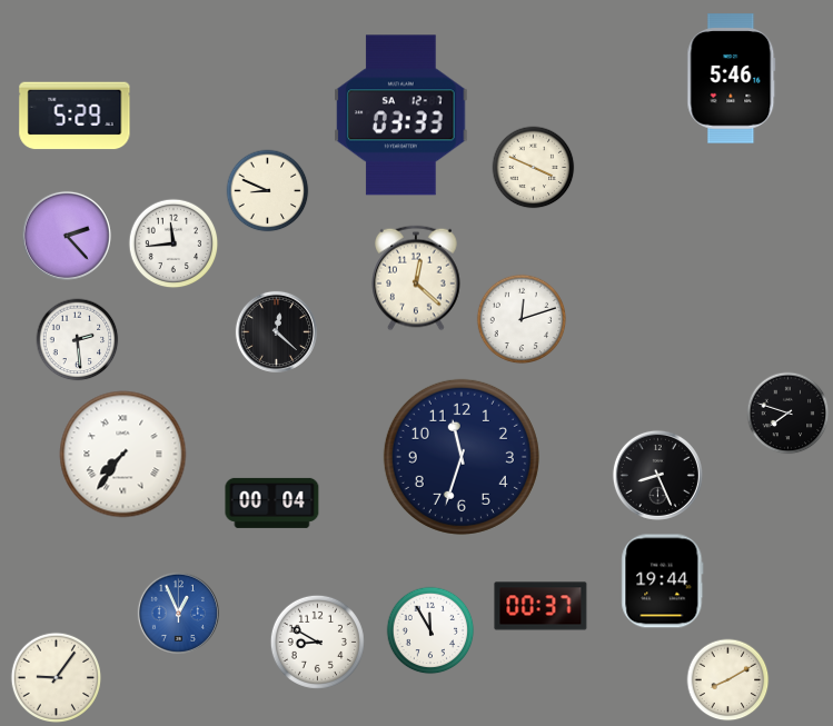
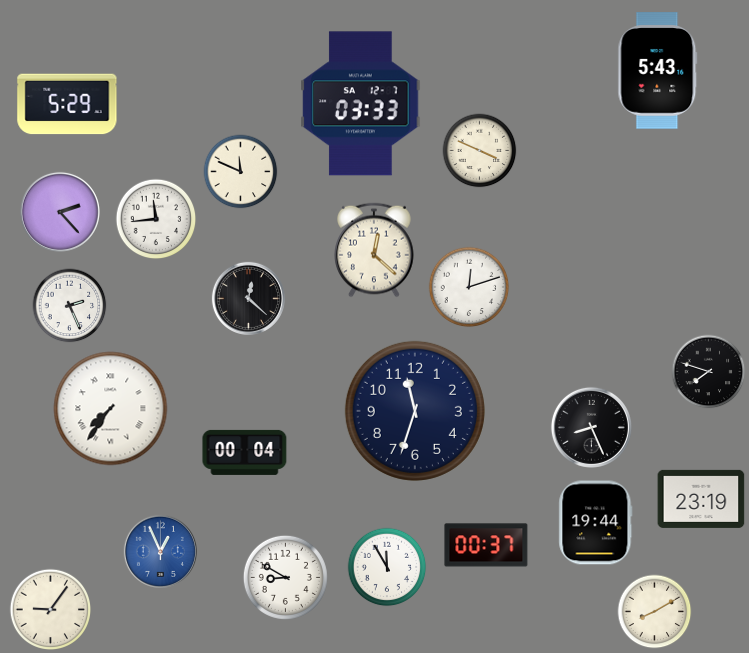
clock at (732, 79): 5:46 -> 5:43
clock at (268, 191): 8:49 -> 11:49
clock at (78, 340): 2:29 -> 2:26
clock at (701, 499): none -> 23:19
